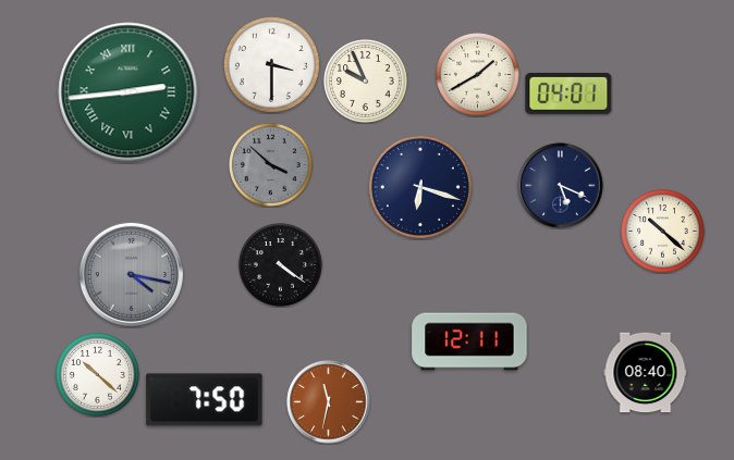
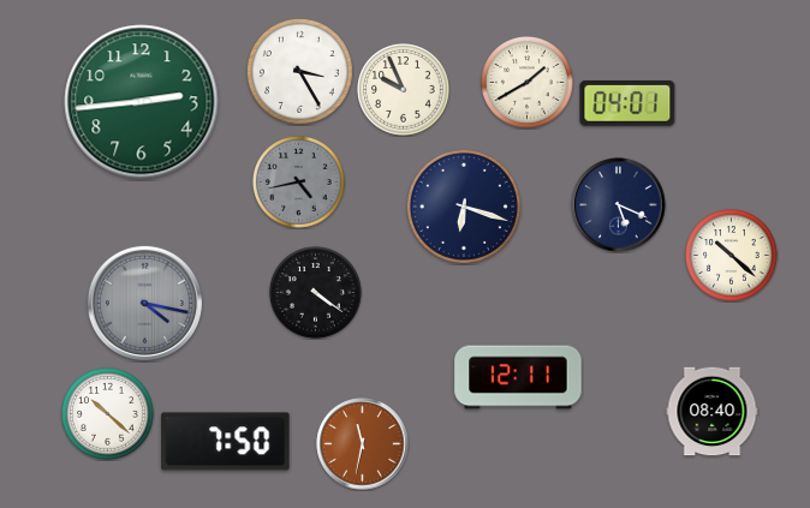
clock at (271, 64): 3:30 -> 3:25
clock at (129, 92) numerals: Roman -> Arabic
clock at (271, 165): 3:52 -> 4:43
clock at (281, 265) position: (281, 265) -> (316, 293)
